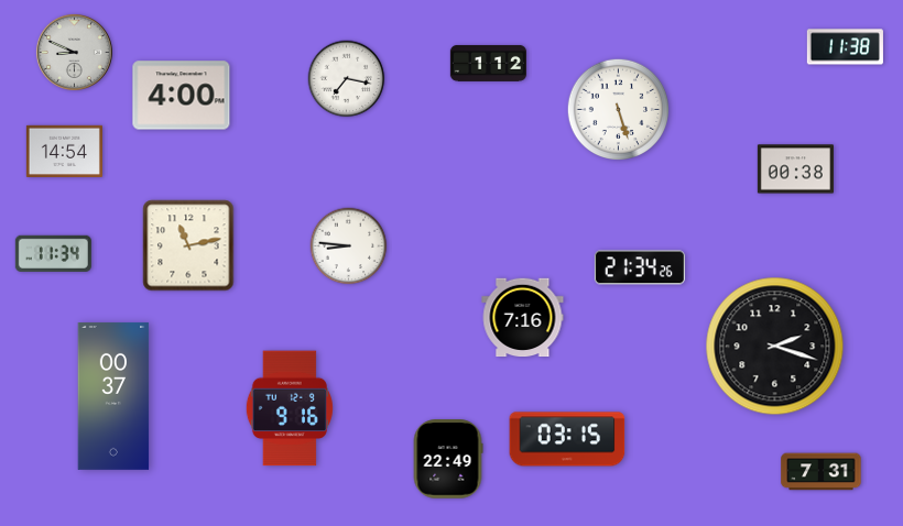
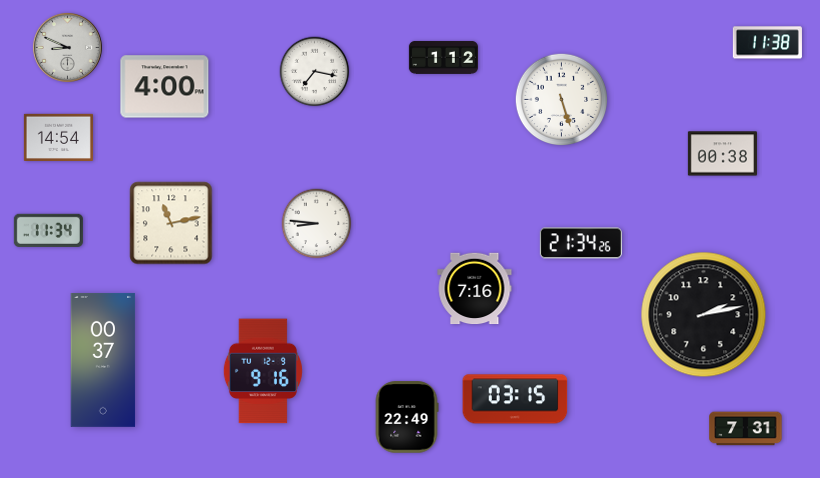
clock at (775, 347): 2:18 -> 2:13
